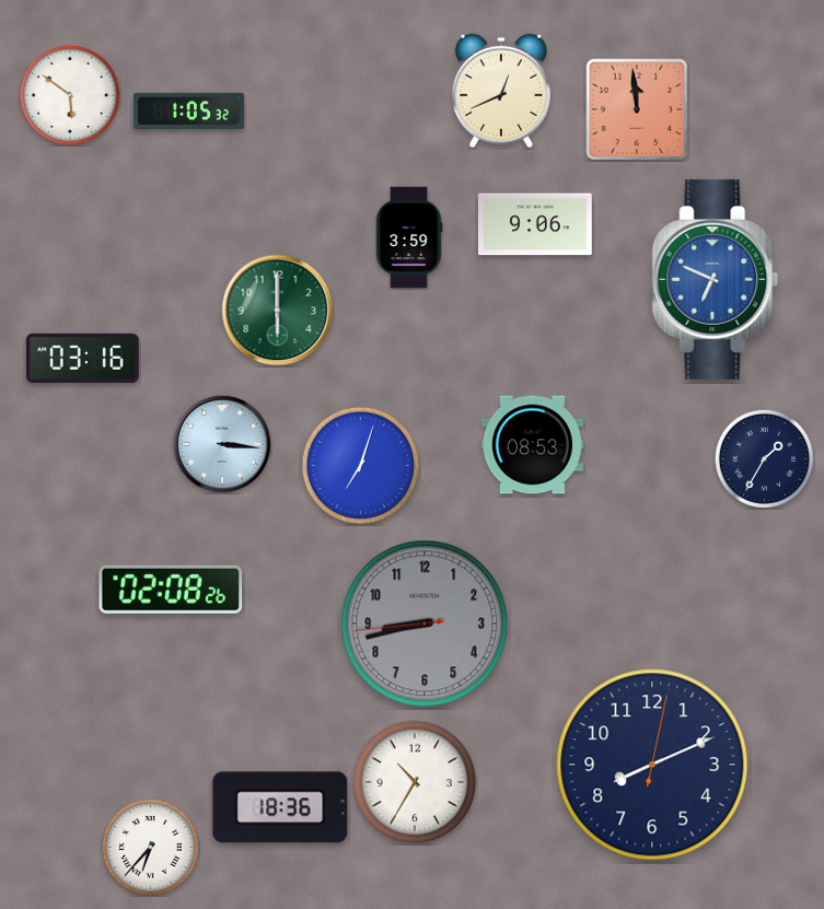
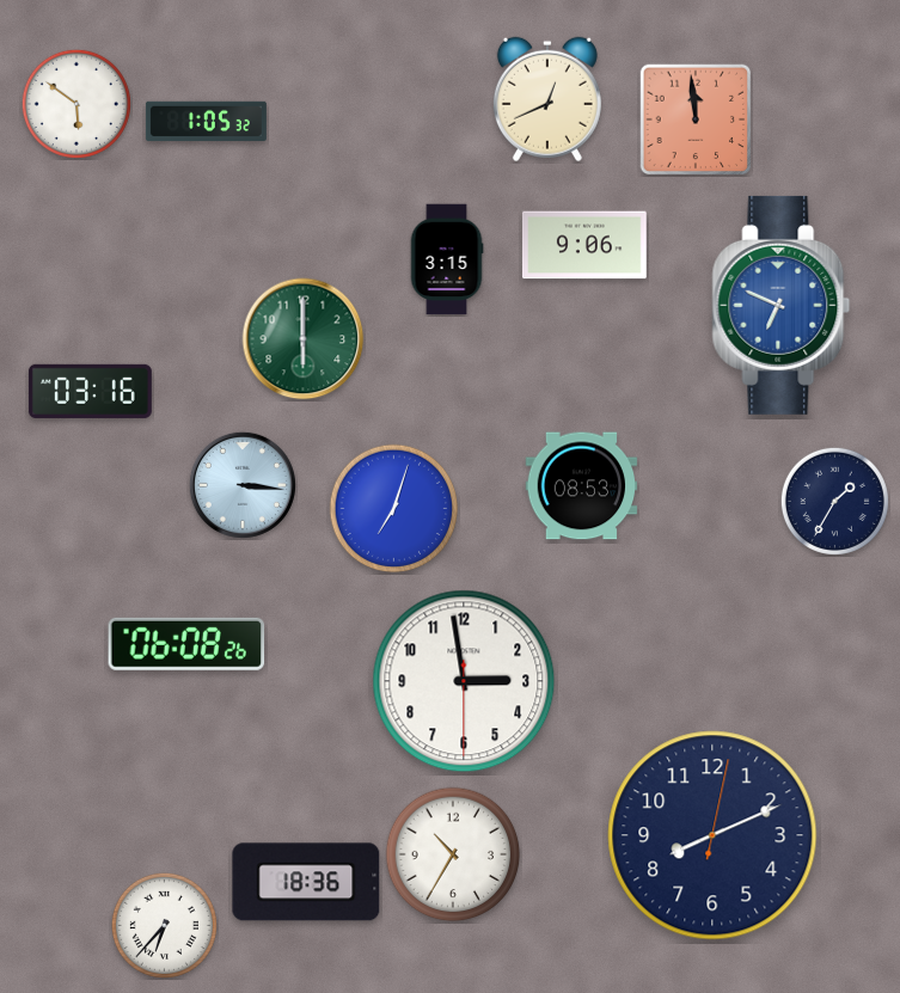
clock at (409, 237): 3:59 -> 3:15
clock at (171, 590): 02:08 -> 06:08
clock at (425, 624): 8:42 -> 2:58
clock at (425, 624) dial: grey -> white
